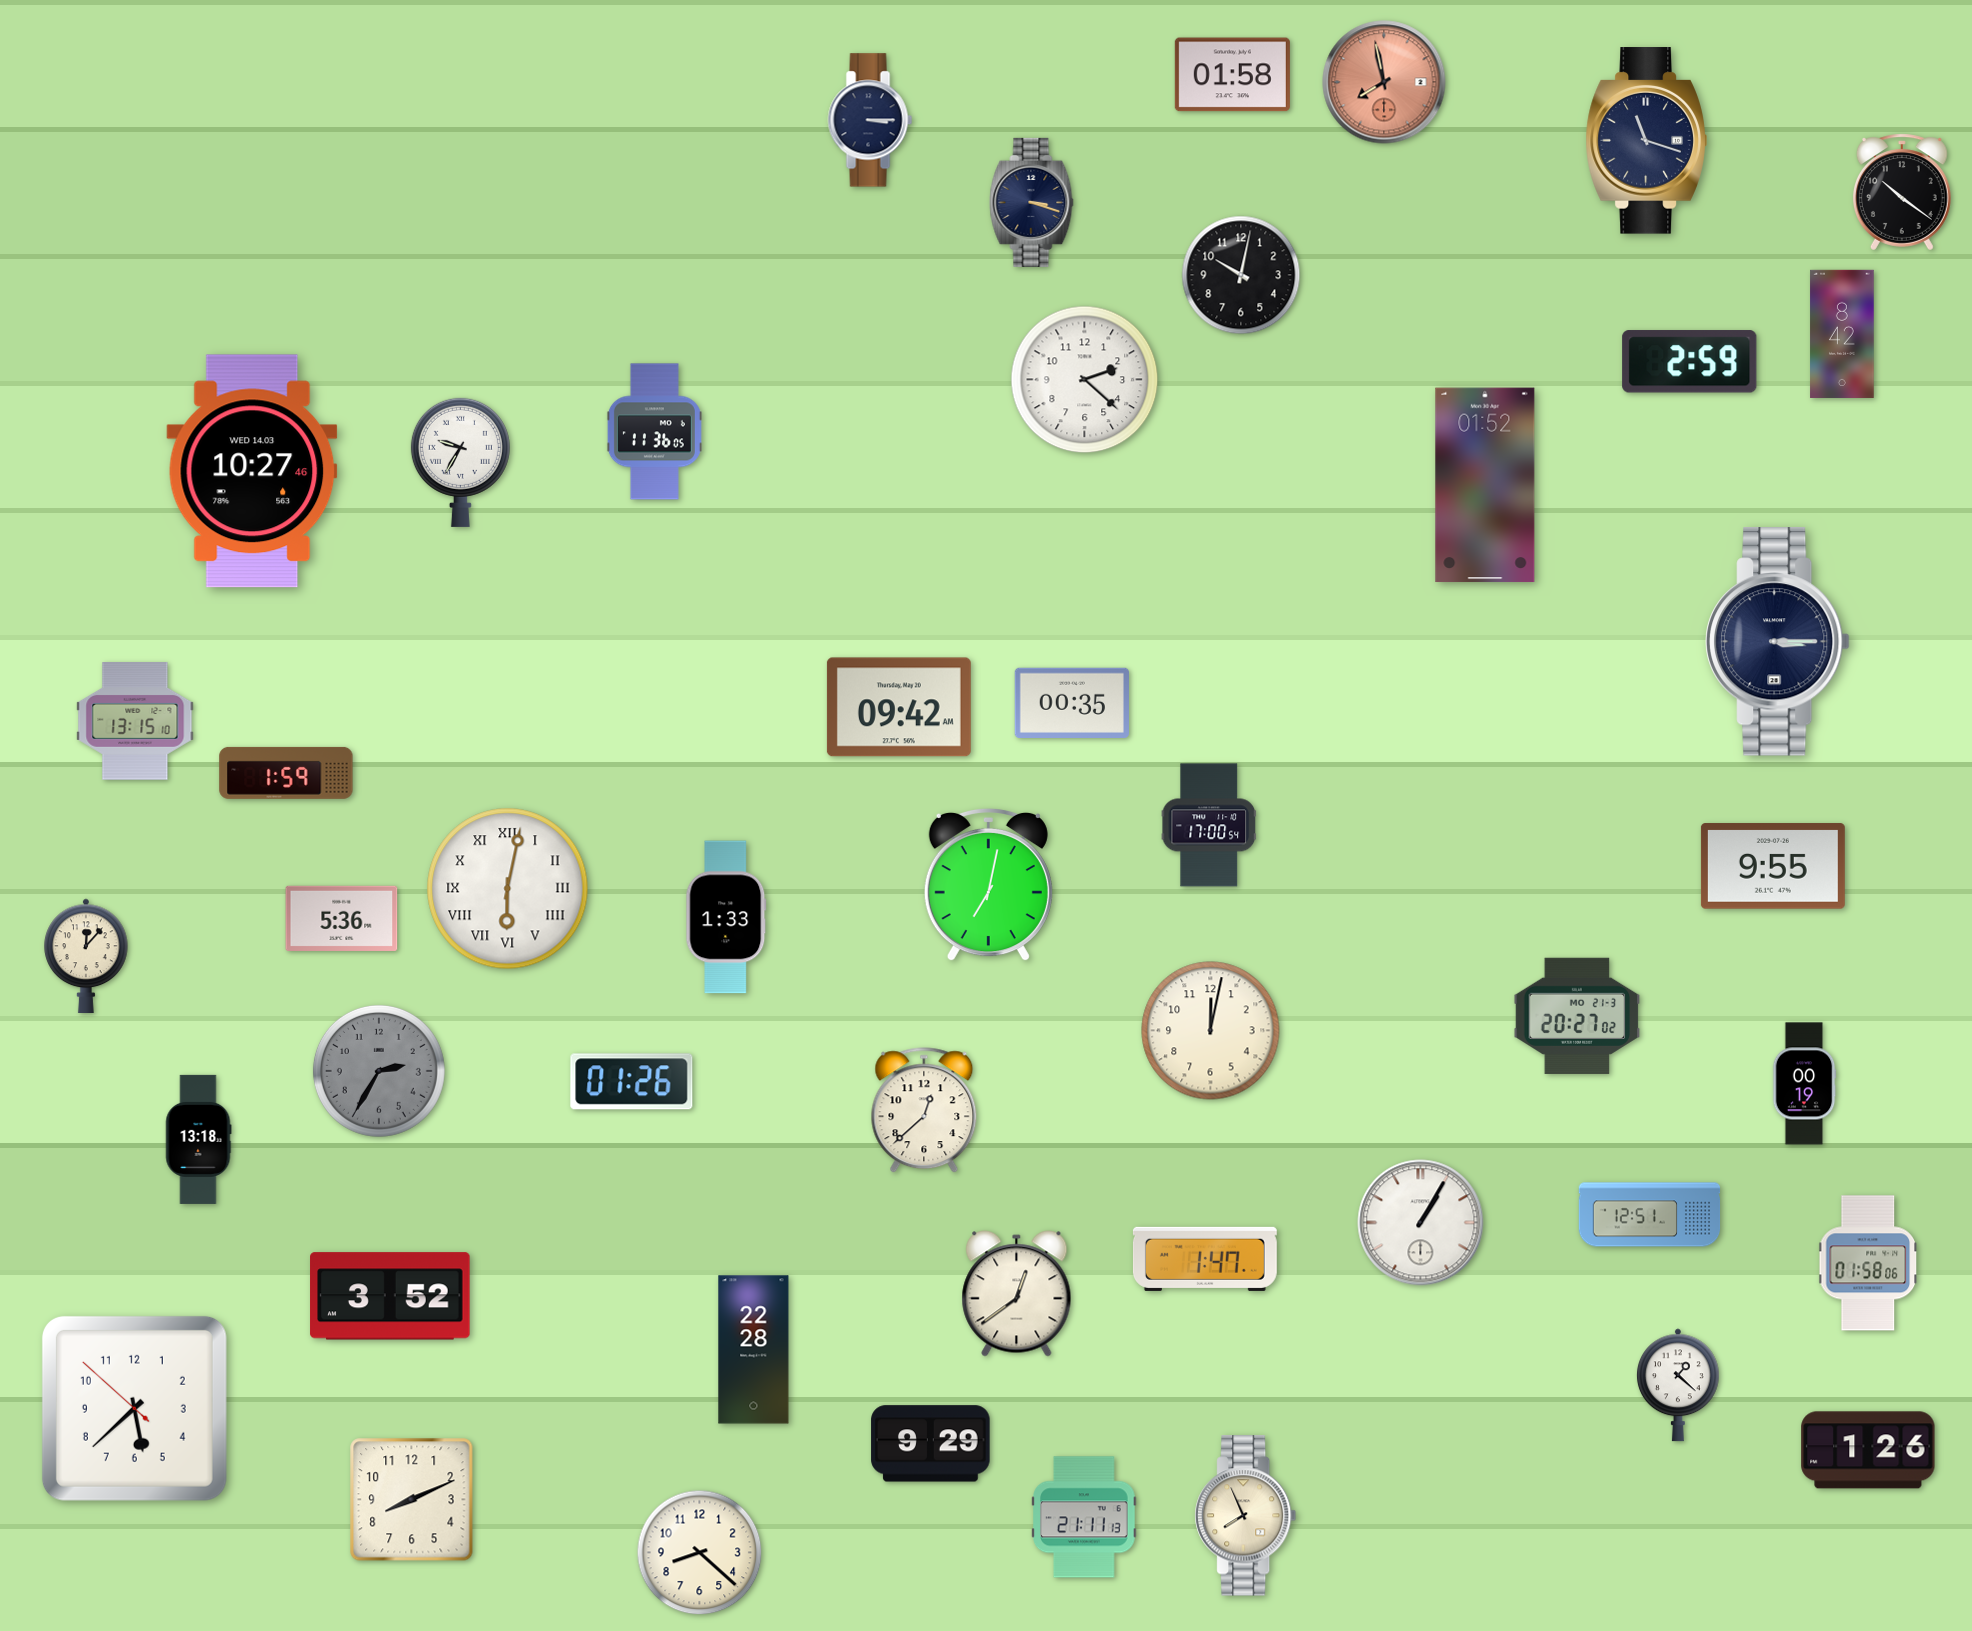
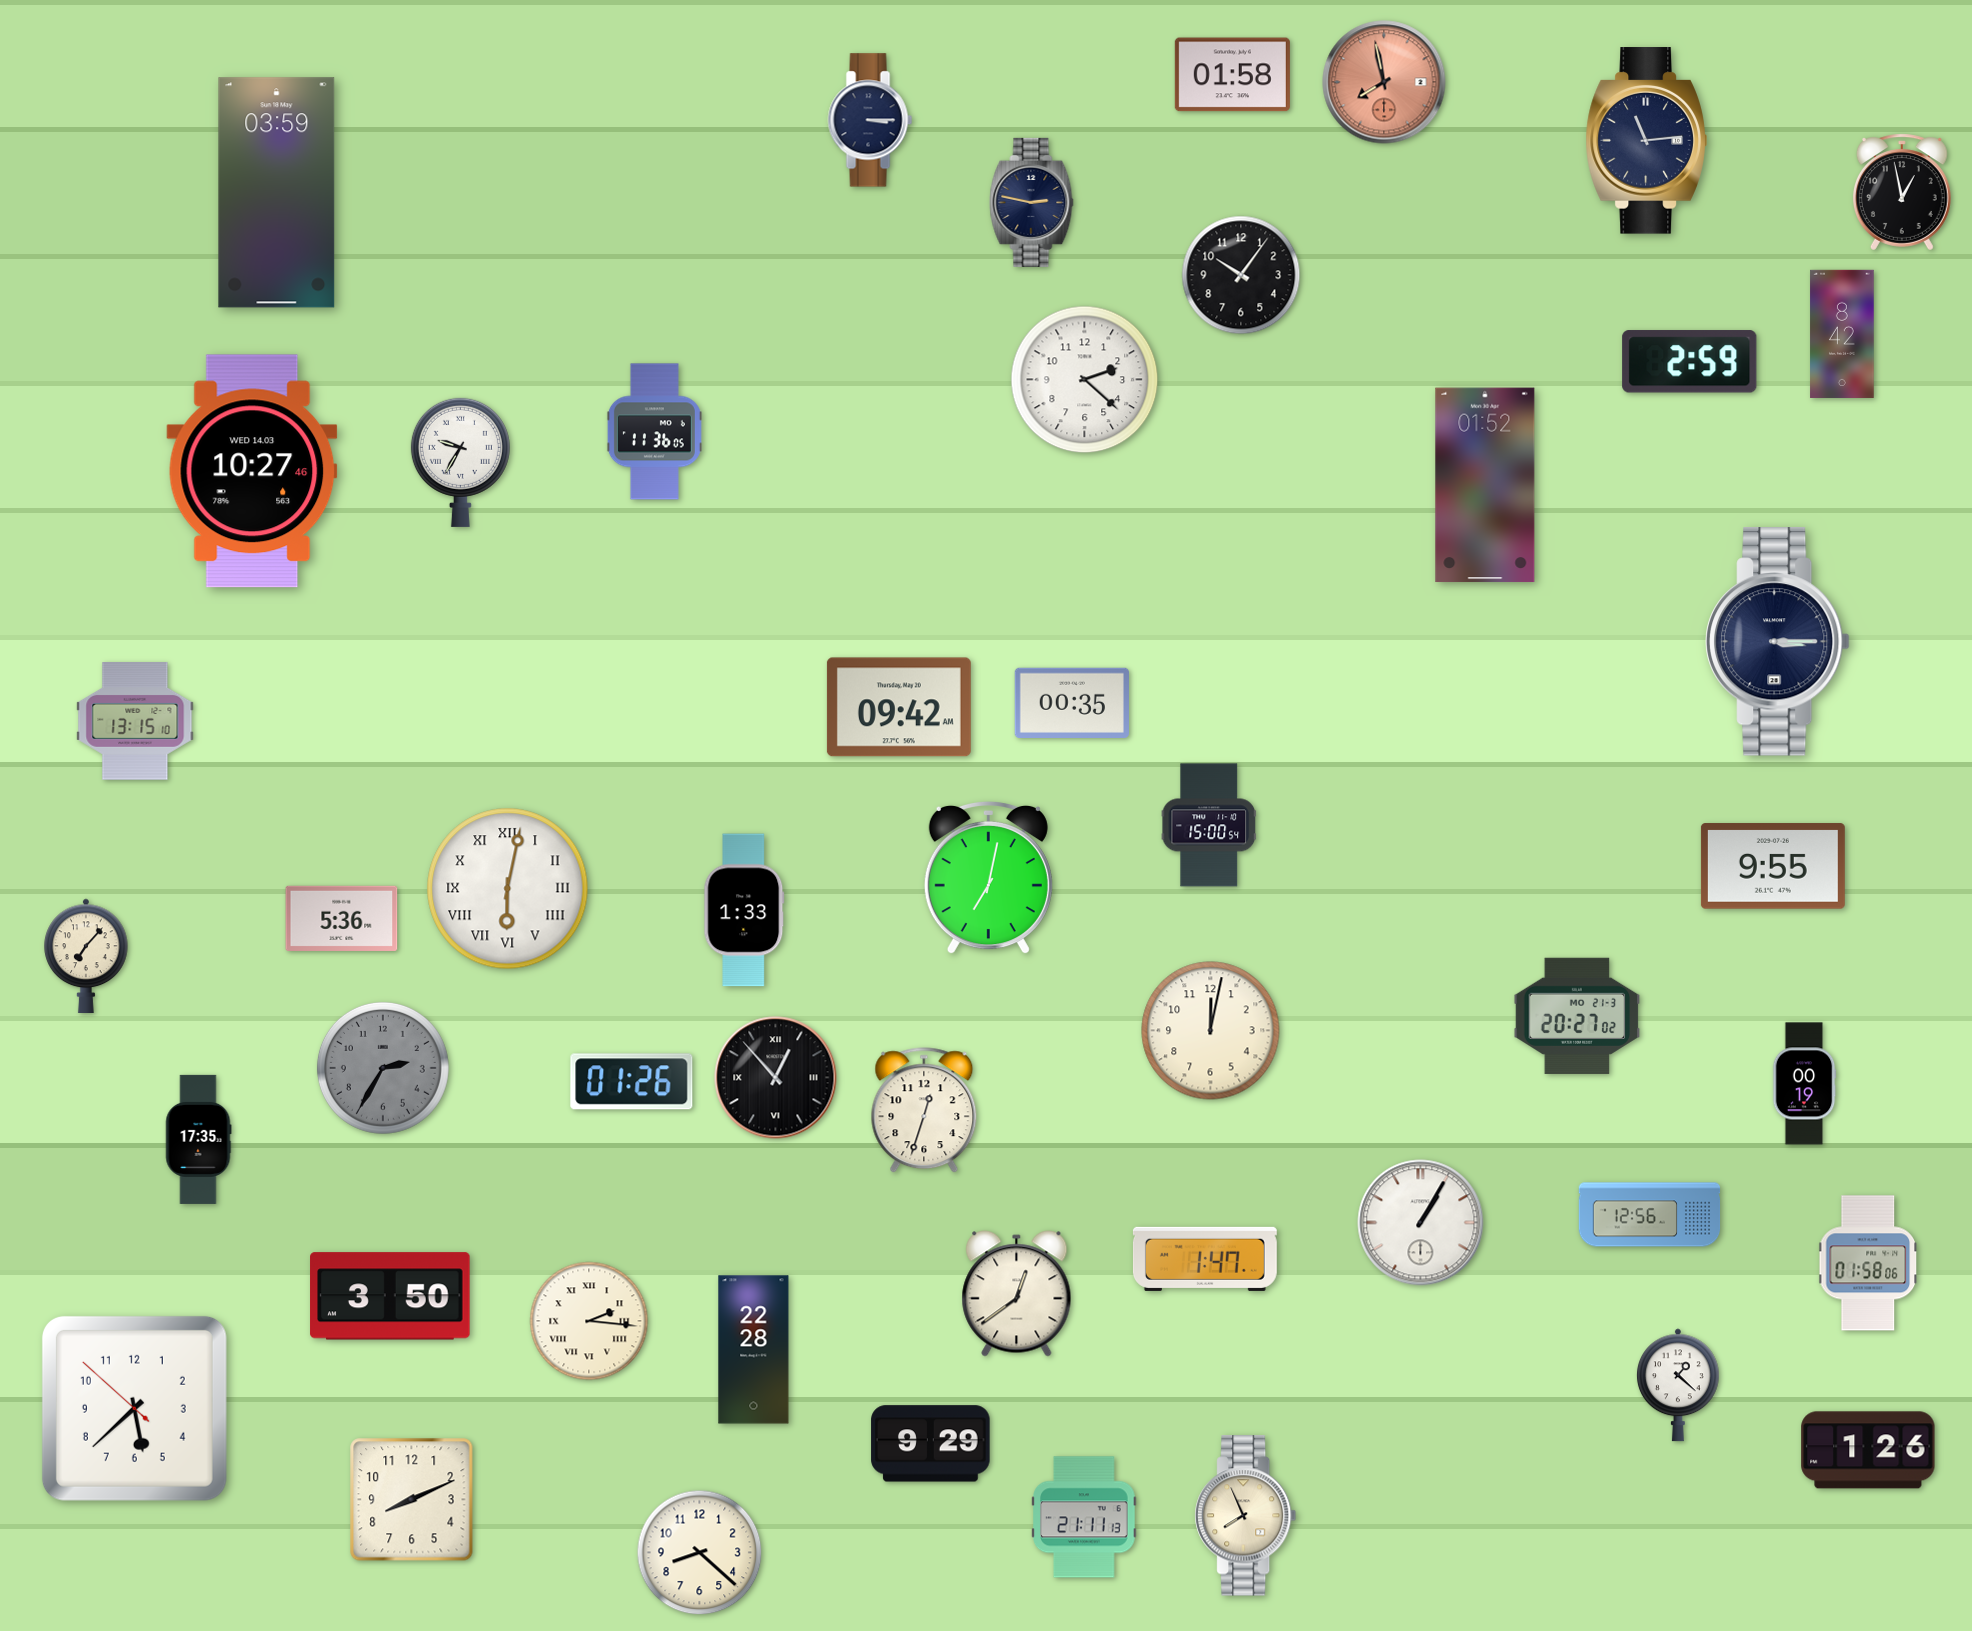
clock at (1646, 141): 11:18 -> 11:14
clock at (1902, 192): 10:21 -> 12:58
clock at (277, 193): none -> 03:59
clock at (1032, 202): 3:18 -> 2:47
clock at (1241, 275): 10:02 -> 10:06
clock at (286, 773): 1:59 -> none
clock at (1209, 825): 17:00 -> 15:00
clock at (988, 885) position: (988, 885) -> (988, 878)
clock at (726, 917) position: (726, 917) -> (744, 910)
clock at (86, 955): 12:07 -> 7:07
clock at (379, 1071) position: (379, 1071) -> (383, 1068)
clock at (776, 1078): none -> 12:53
clock at (924, 1111): 12:38 -> 12:33
clock at (198, 1139): 13:18 -> 17:35
clock at (1650, 1215): 12:51 -> 12:56
clock at (390, 1296): 3:52 -> 3:50
clock at (589, 1321): none -> 2:16
